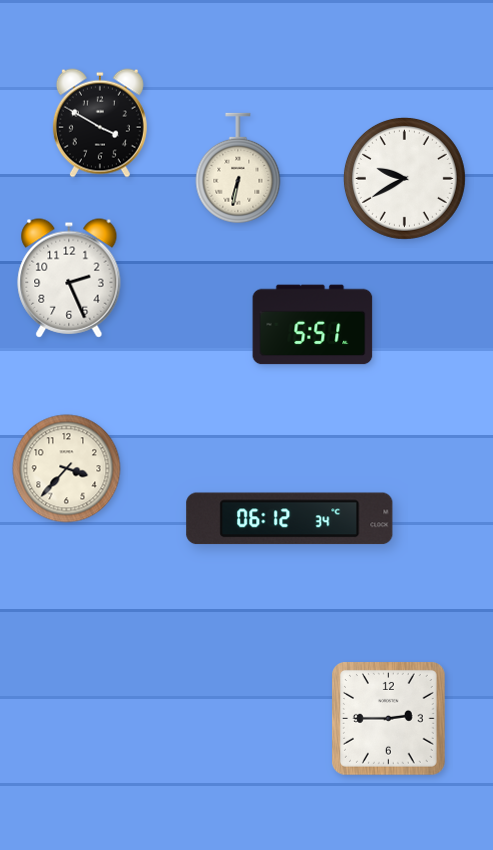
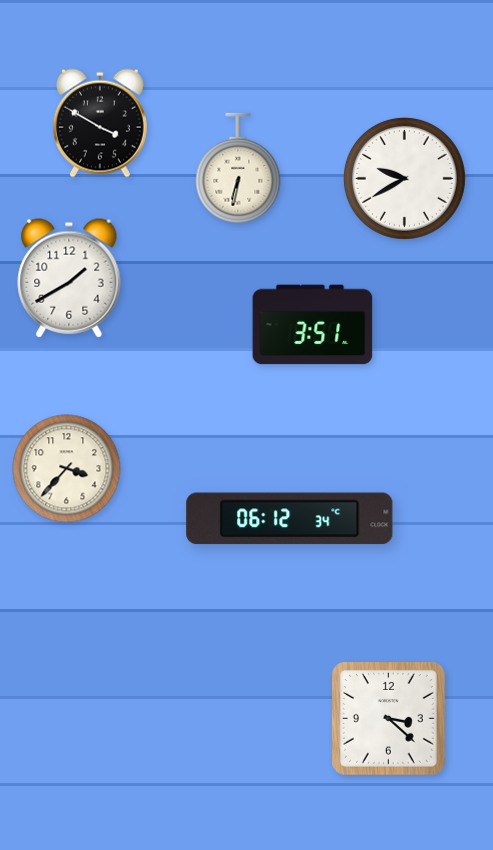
clock at (69, 278): 2:26 -> 1:40
clock at (313, 325): 5:51 -> 3:51
clock at (389, 719): 2:45 -> 3:22
